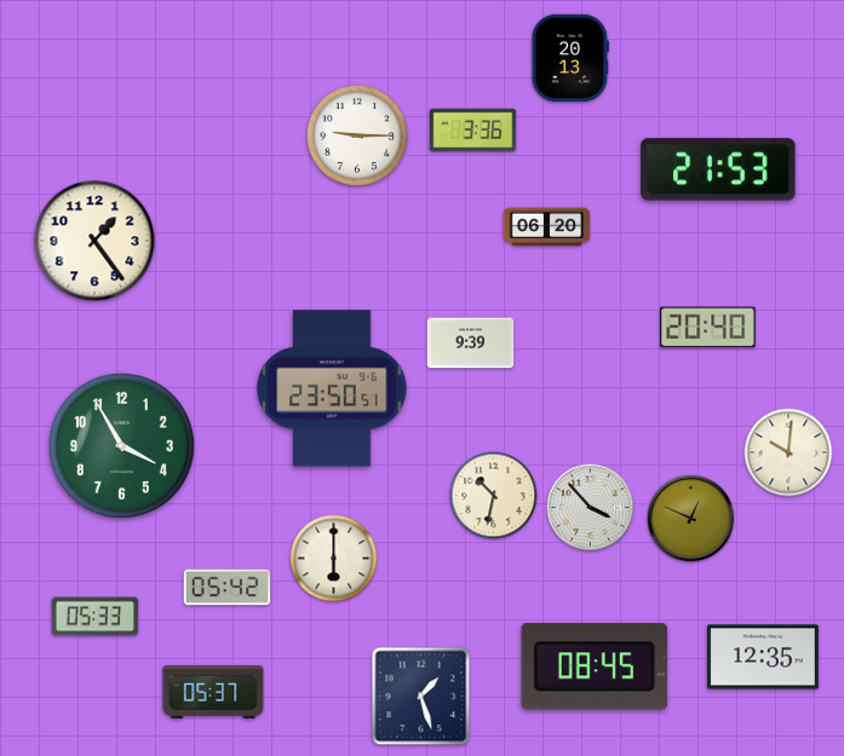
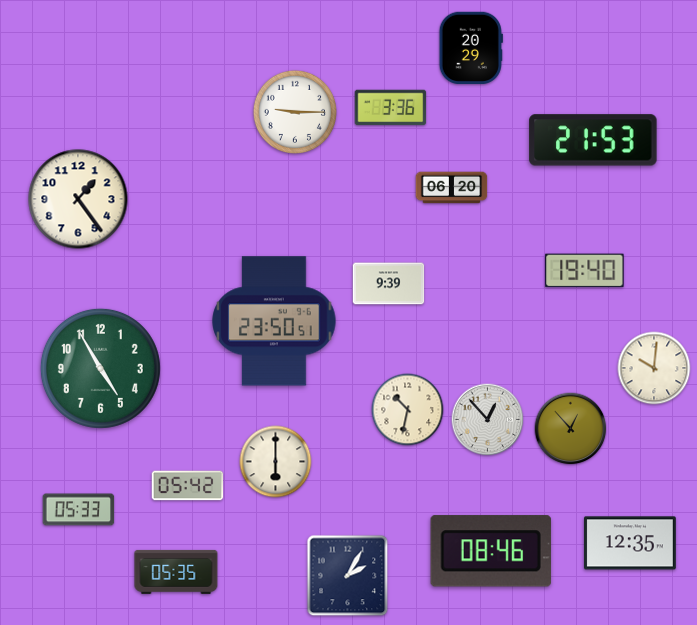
clock at (570, 57): 20:13 -> 20:29
clock at (708, 328): 20:40 -> 19:40
clock at (121, 445): 3:55 -> 4:55
clock at (788, 452) position: (788, 452) -> (654, 368)
clock at (591, 508): 3:53 -> 12:53
clock at (691, 519): 12:49 -> 12:53
clock at (595, 666): 08:45 -> 08:46
clock at (213, 692): 05:37 -> 05:35
clock at (421, 697): 1:27 -> 2:05
